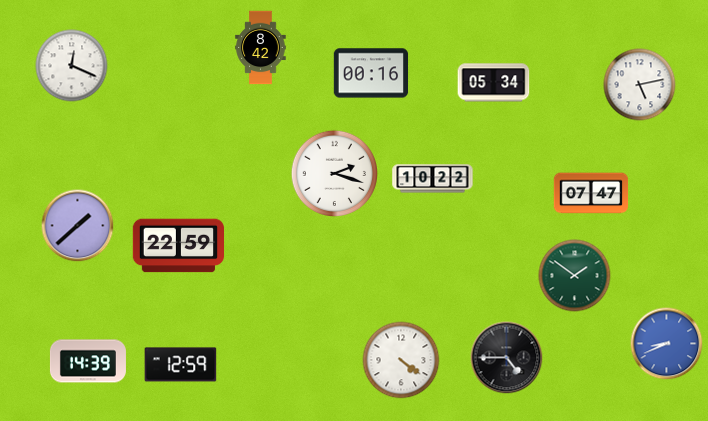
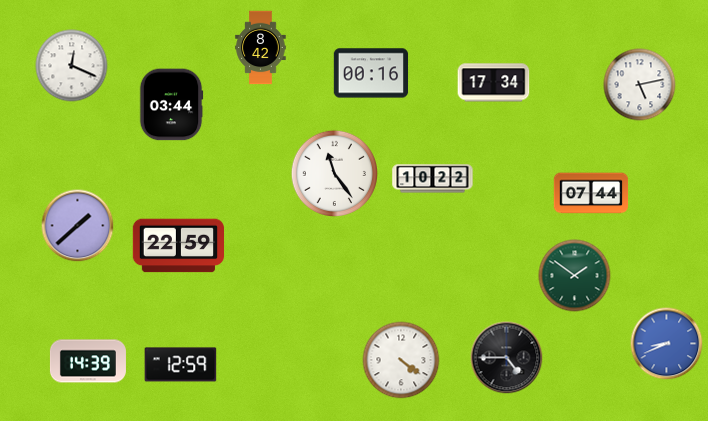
clock at (494, 83): 05:34 -> 17:34
clock at (171, 105): none -> 03:44
clock at (334, 173): 2:18 -> 11:24
clock at (591, 193): 07:47 -> 07:44
